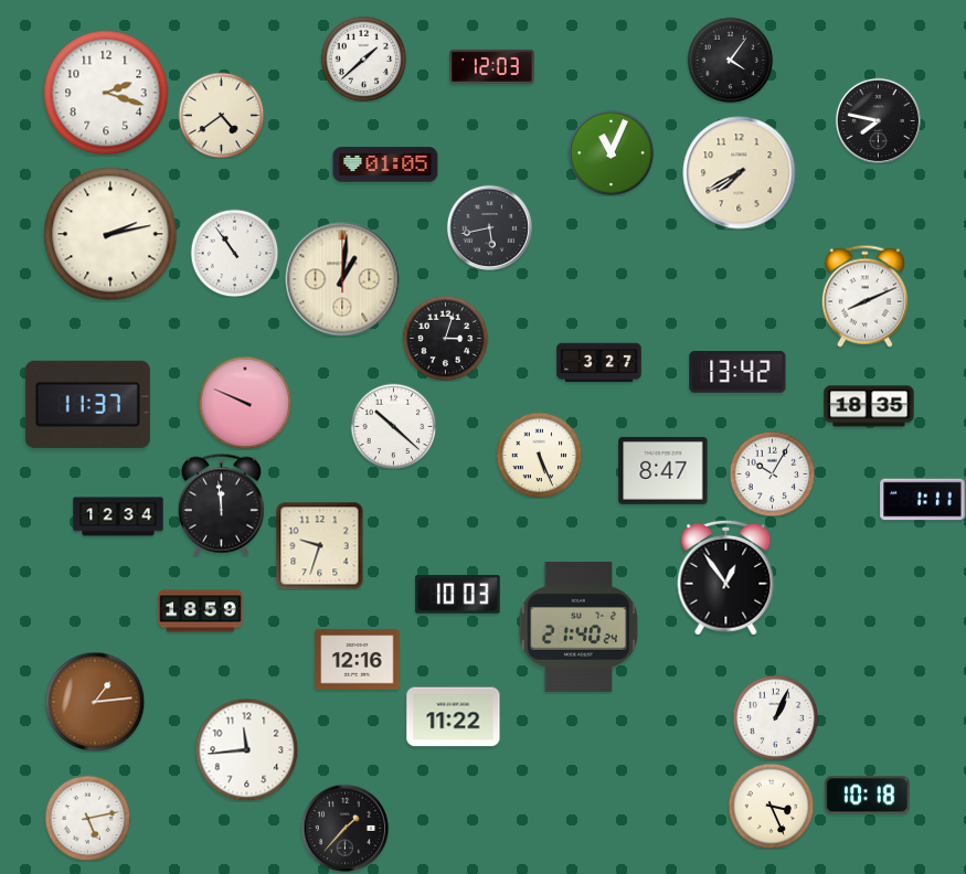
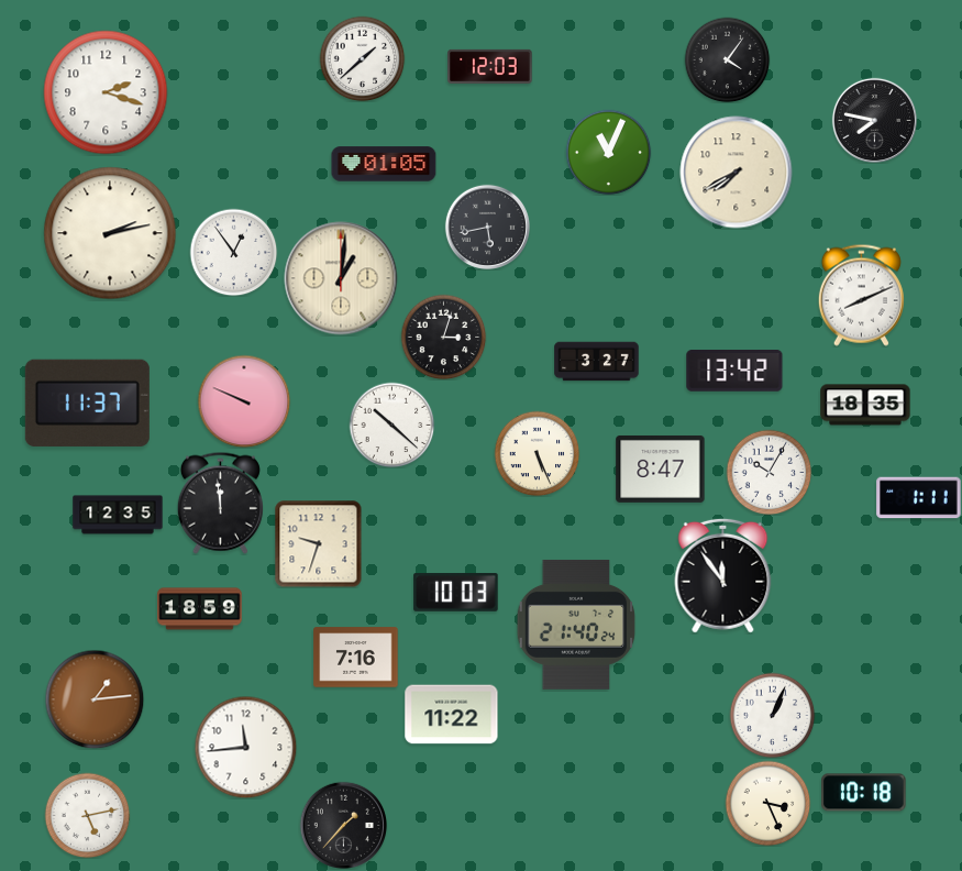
clock at (221, 115): 4:39 -> none
clock at (234, 253): 10:54 -> 12:54
clock at (118, 516): 12:34 -> 12:35
clock at (726, 577): 12:54 -> 11:54
clock at (358, 660): 12:16 -> 7:16
